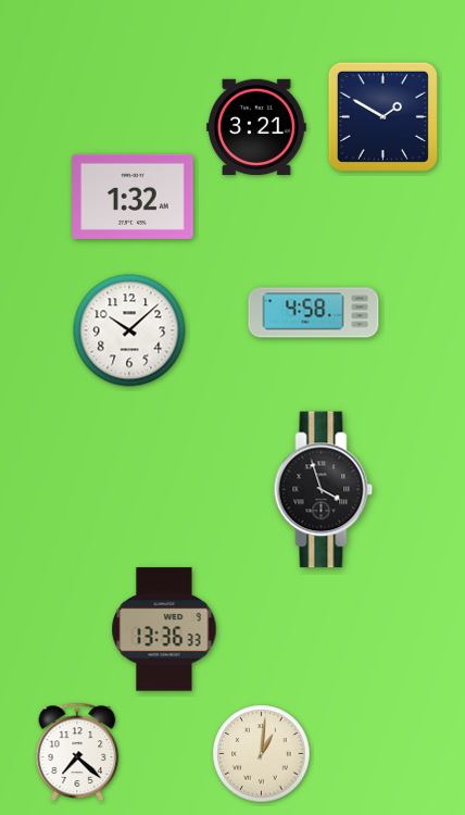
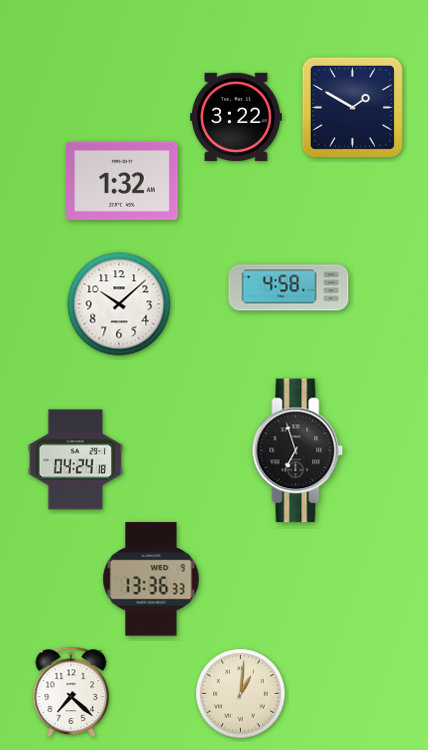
clock at (257, 127): 3:21 -> 3:22
clock at (324, 490): 3:57 -> 6:57
clock at (76, 460): none -> 04:24
